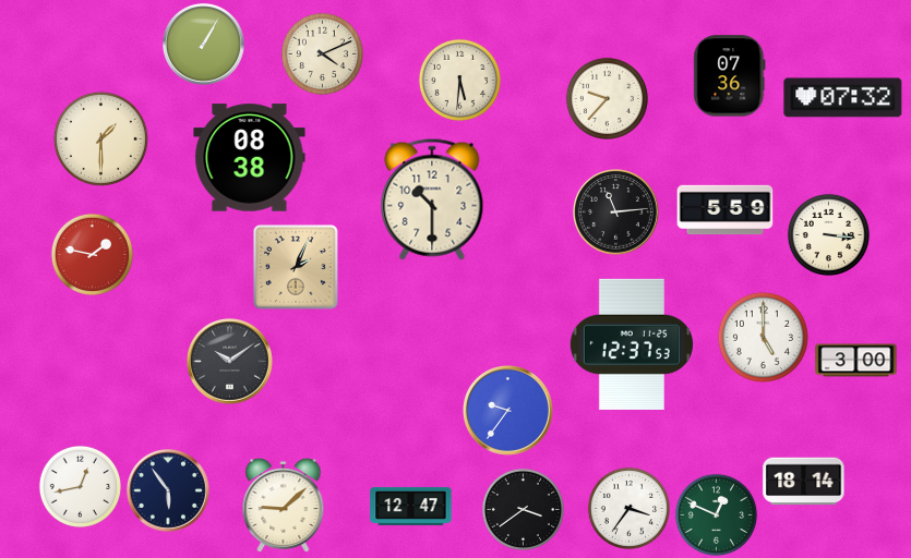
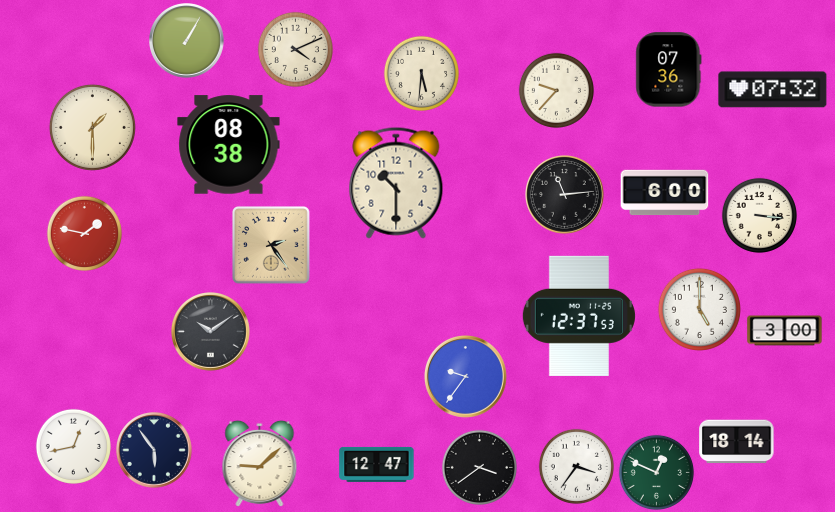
clock at (726, 210): 5:59 -> 6:00
clock at (296, 267): 2:04 -> 2:24
